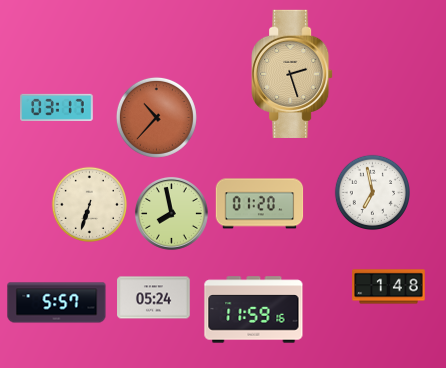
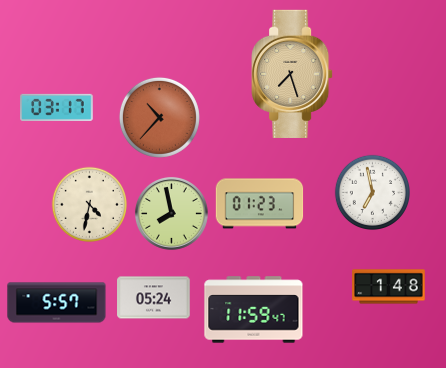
clock at (292, 74): 2:27 -> 7:27
clock at (156, 117) position: (156, 117) -> (159, 117)
clock at (260, 204): 01:20 -> 01:23
clock at (90, 205): 6:33 -> 4:32
clock at (254, 310): 11:59:16 -> 11:59:47
